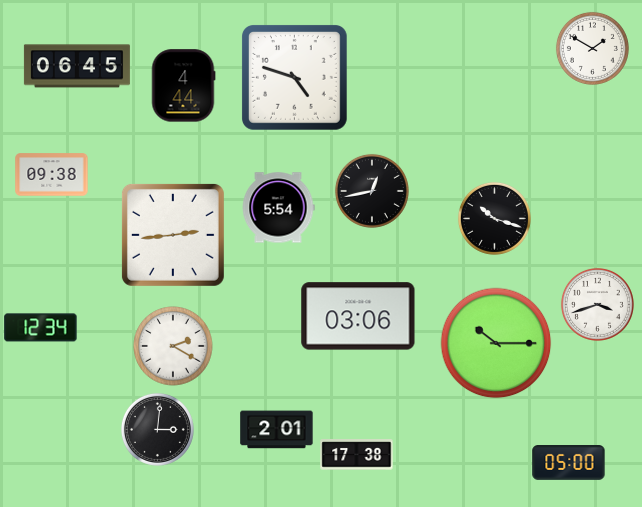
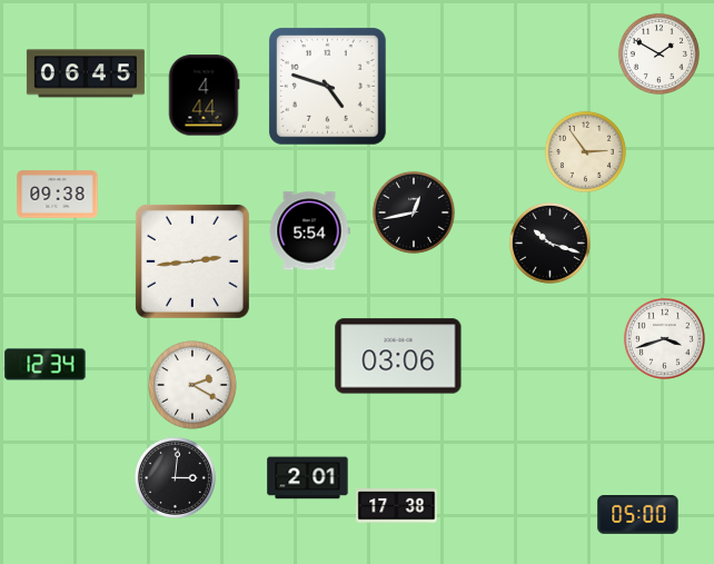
clock at (585, 151): none -> 2:54
clock at (358, 316) position: (358, 316) -> (398, 356)
clock at (496, 343): 10:15 -> none
clock at (569, 463) position: (569, 463) -> (638, 515)
